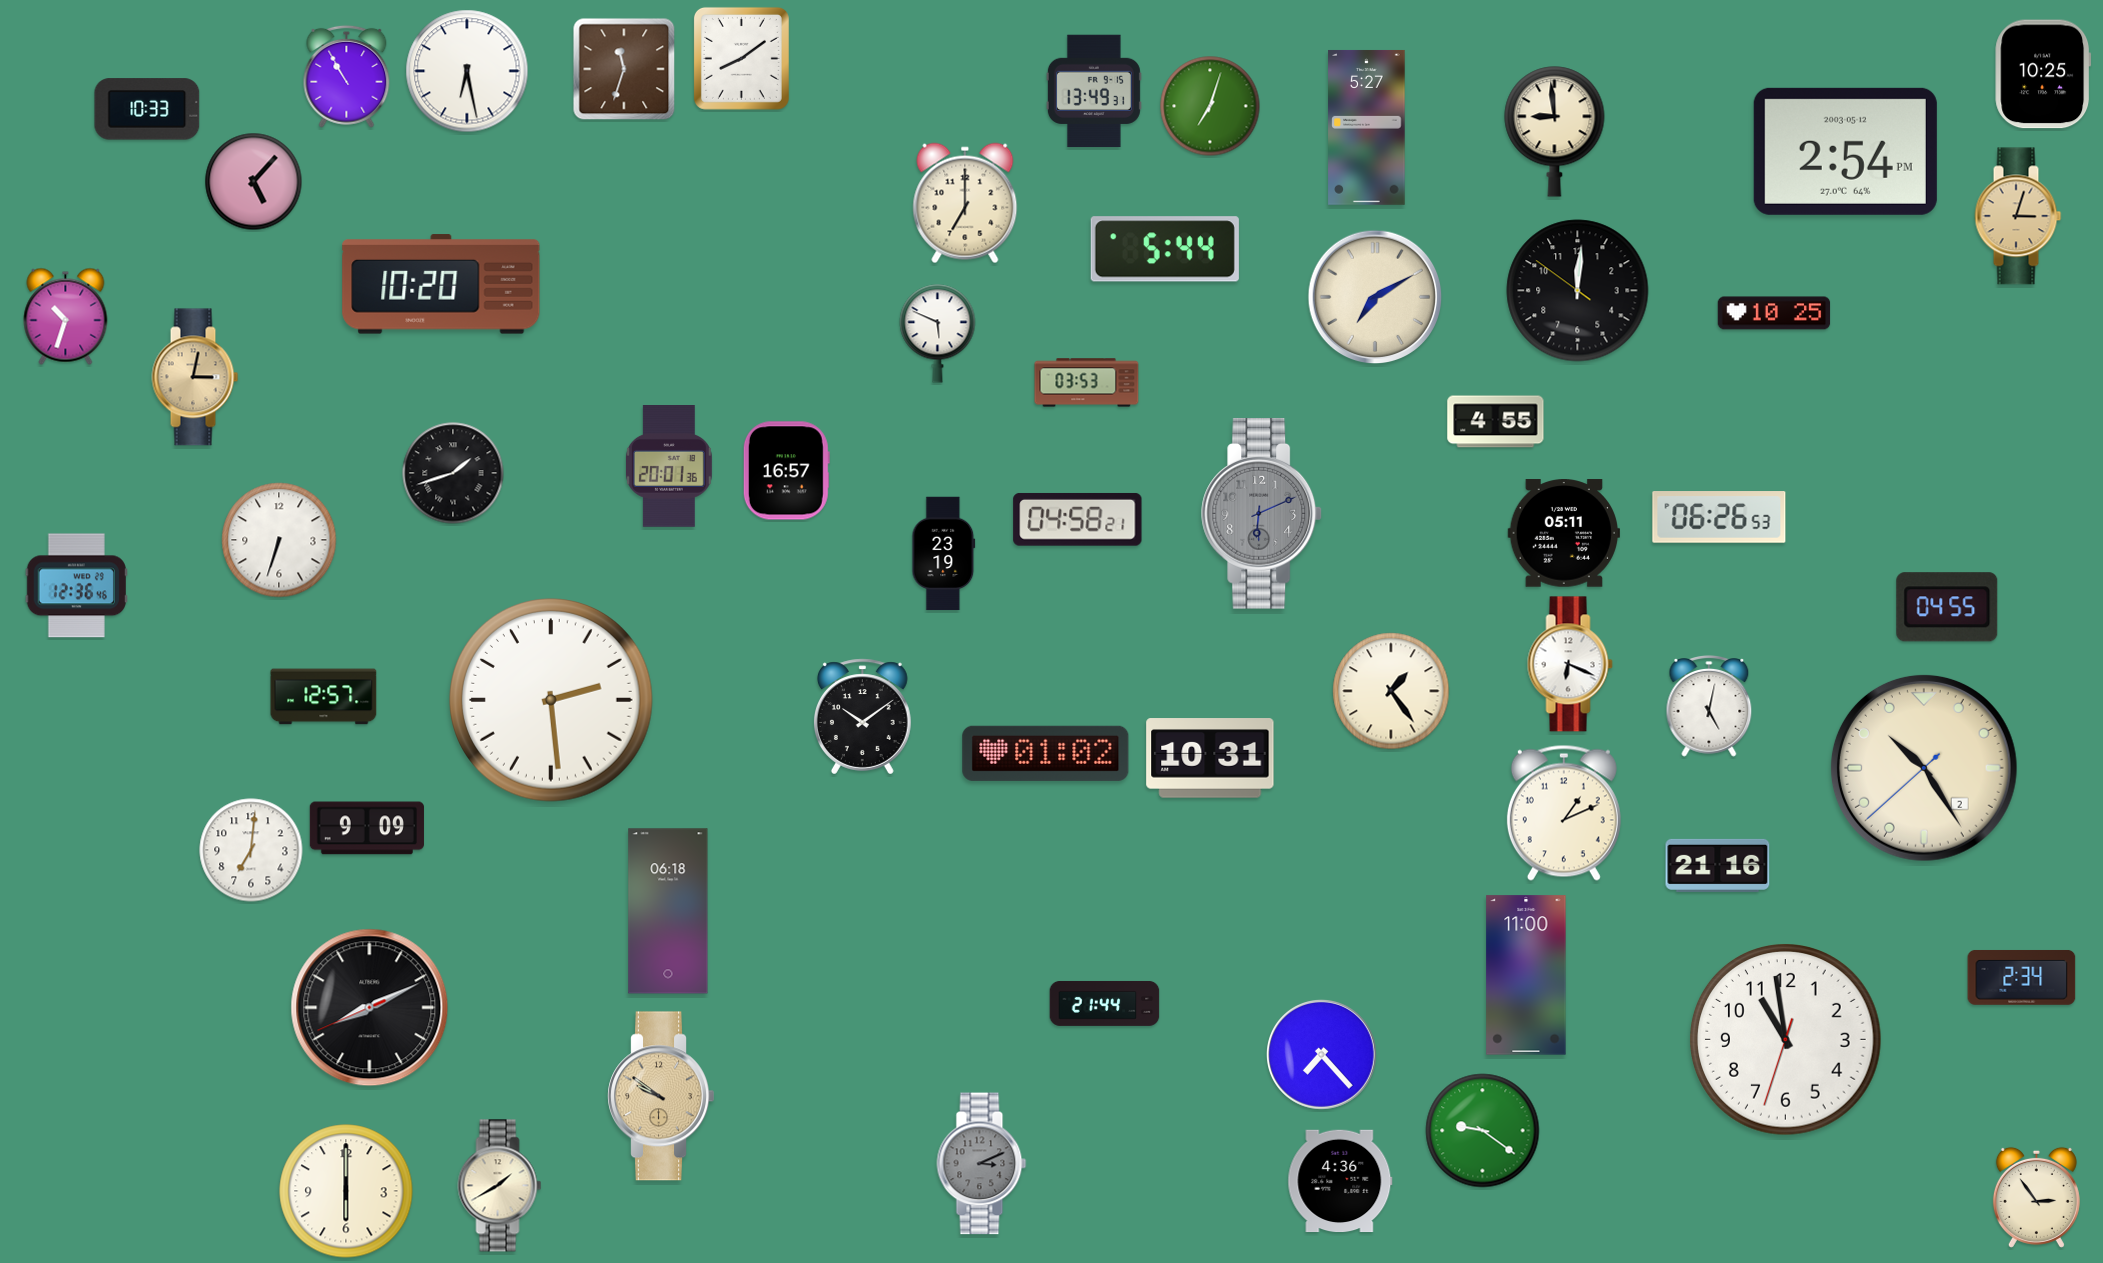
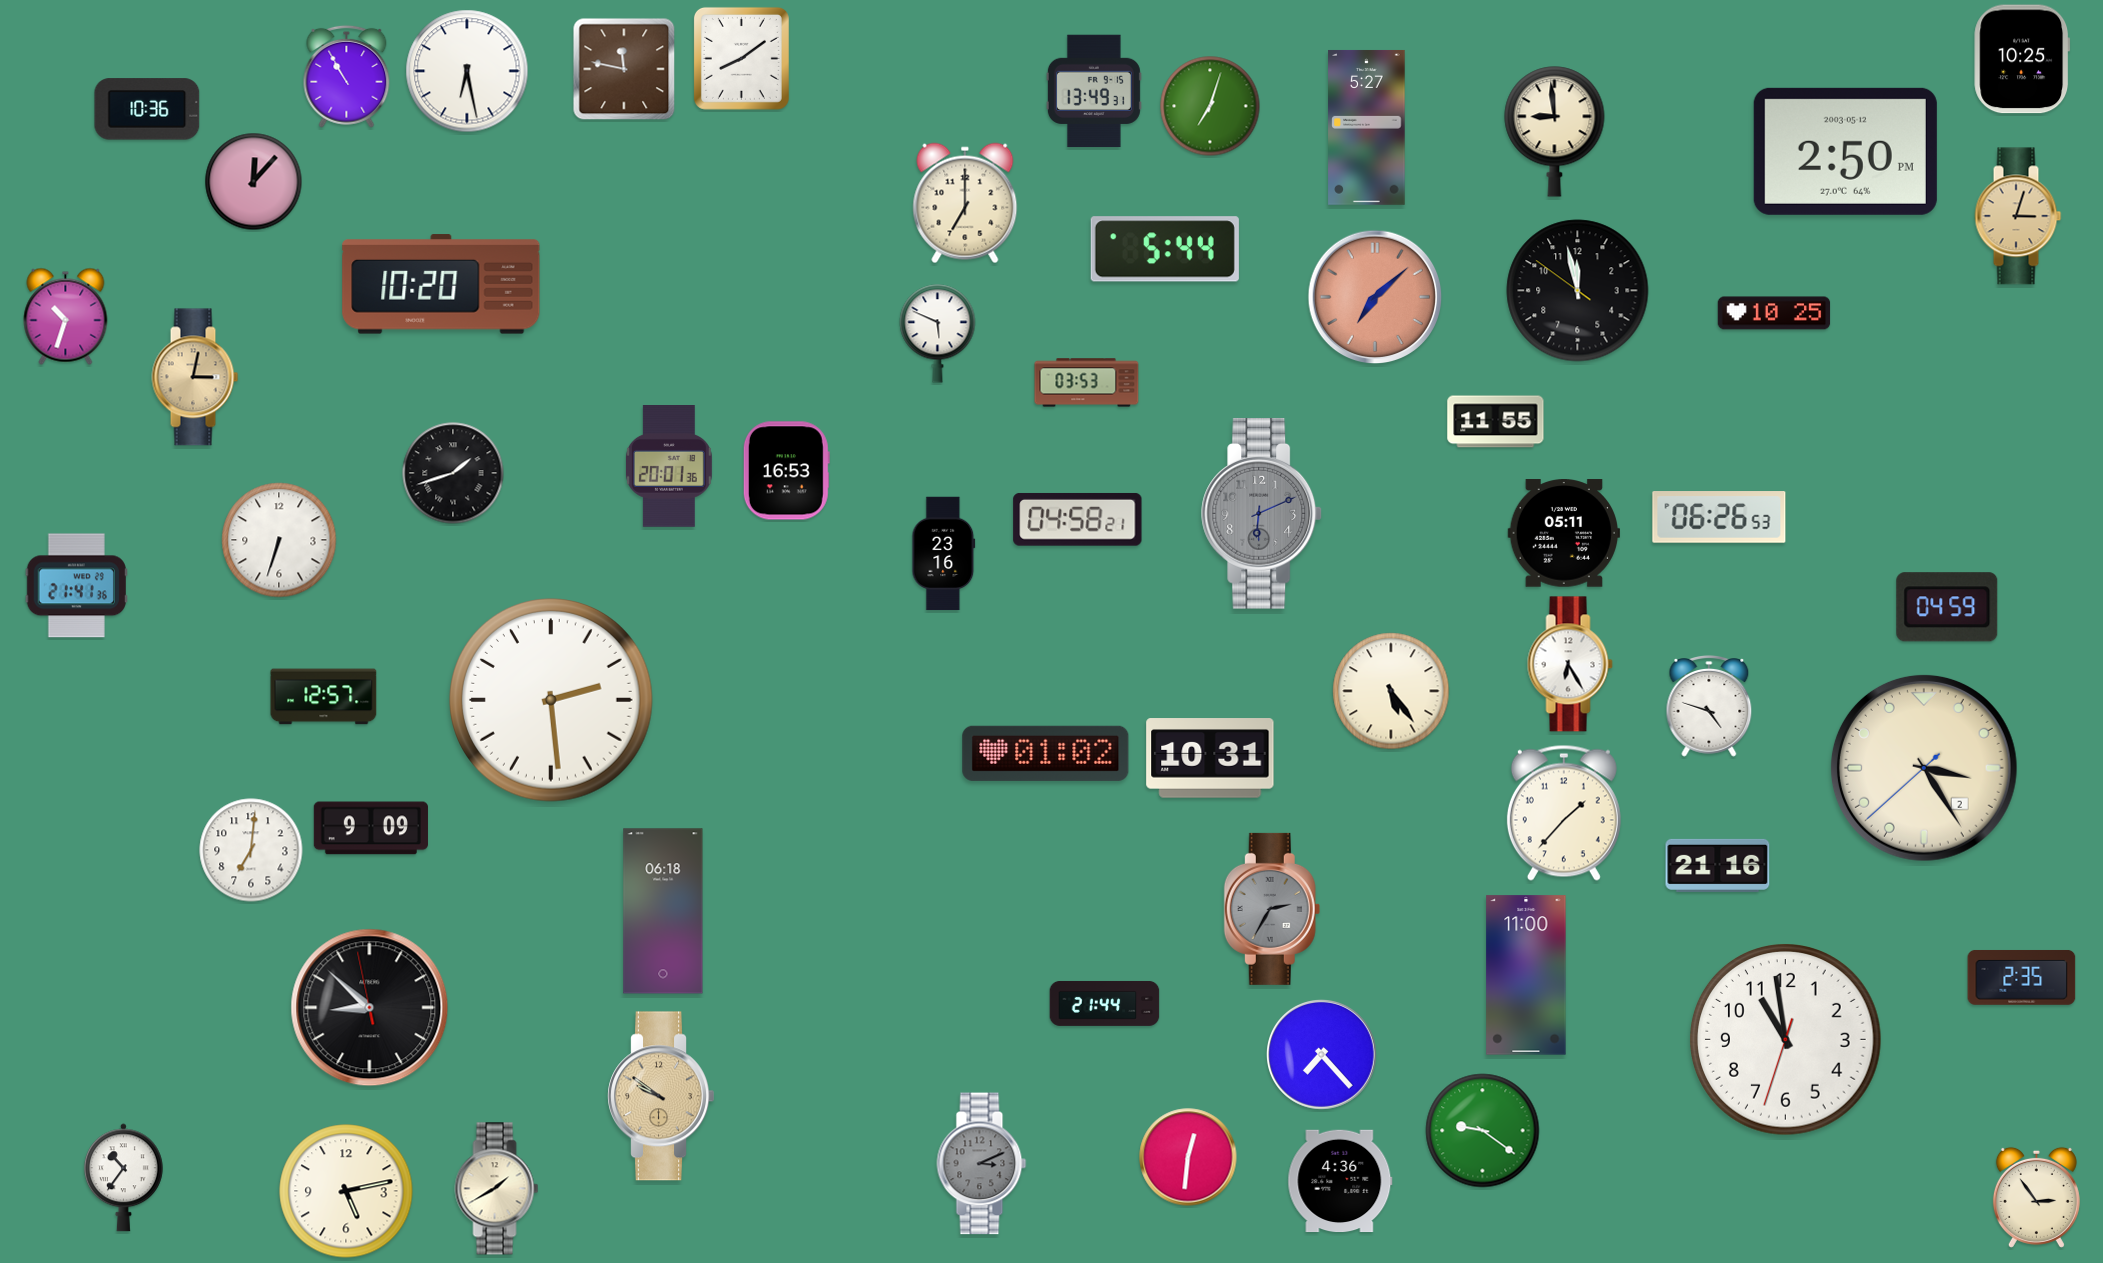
clock at (624, 69): 11:33 -> 11:47
clock at (2043, 74) position: (2043, 74) -> (2022, 59)
clock at (147, 109): 10:33 -> 10:36
clock at (1845, 151): 2:54 -> 2:50
clock at (254, 182): 5:07 -> 12:07
clock at (1578, 291): 12:00 -> 11:57
clock at (1375, 297): 7:10 -> 7:08
clock at (1375, 297) dial: cream -> salmon
clock at (1496, 422): 4:55 -> 11:55
clock at (786, 471): 16:57 -> 16:53
clock at (944, 554): 23:19 -> 23:16
clock at (76, 586): 12:36 -> 21:41
clock at (1947, 607): 04:55 -> 04:59
clock at (1570, 664): 6:19 -> 6:25
clock at (1391, 691): 1:24 -> 5:24
clock at (1709, 707): 5:02 -> 4:48
clock at (862, 717): 10:09 -> none
clock at (1924, 768): 10:24 -> 3:24
clock at (1564, 813): 1:11 -> 1:37
clock at (367, 828) position: (367, 828) -> (371, 828)
clock at (1272, 909): none -> 2:35
clock at (668, 911) position: (668, 911) -> (663, 911)
clock at (2022, 977): 2:34 -> 2:35
clock at (370, 1008): 8:10 -> 8:51
clock at (1188, 1157): none -> 12:31
clock at (123, 1178): none -> 10:36
clock at (500, 1186) position: (500, 1186) -> (497, 1189)
clock at (346, 1191): 6:00 -> 5:13
